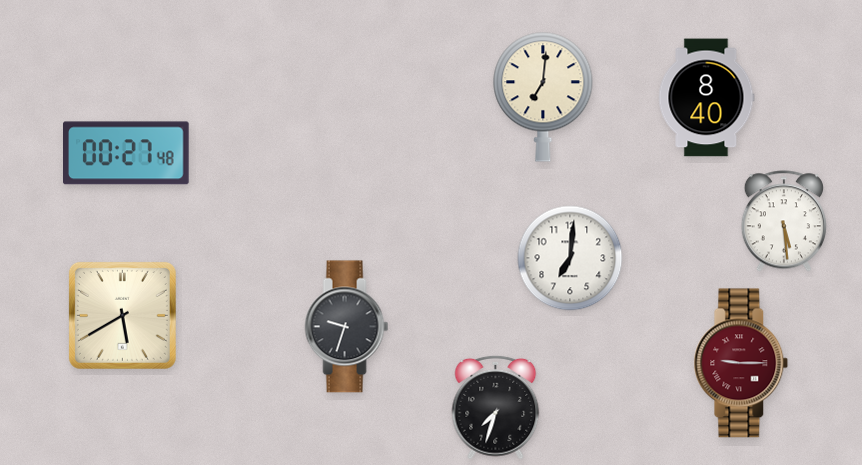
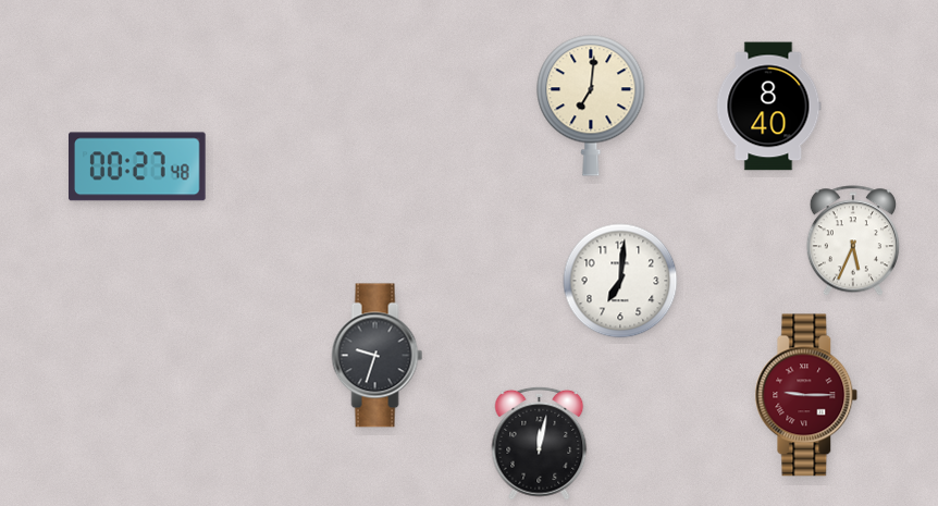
clock at (784, 221): 5:29 -> 5:34
clock at (122, 315): 5:40 -> none
clock at (496, 407): 7:33 -> 12:02
